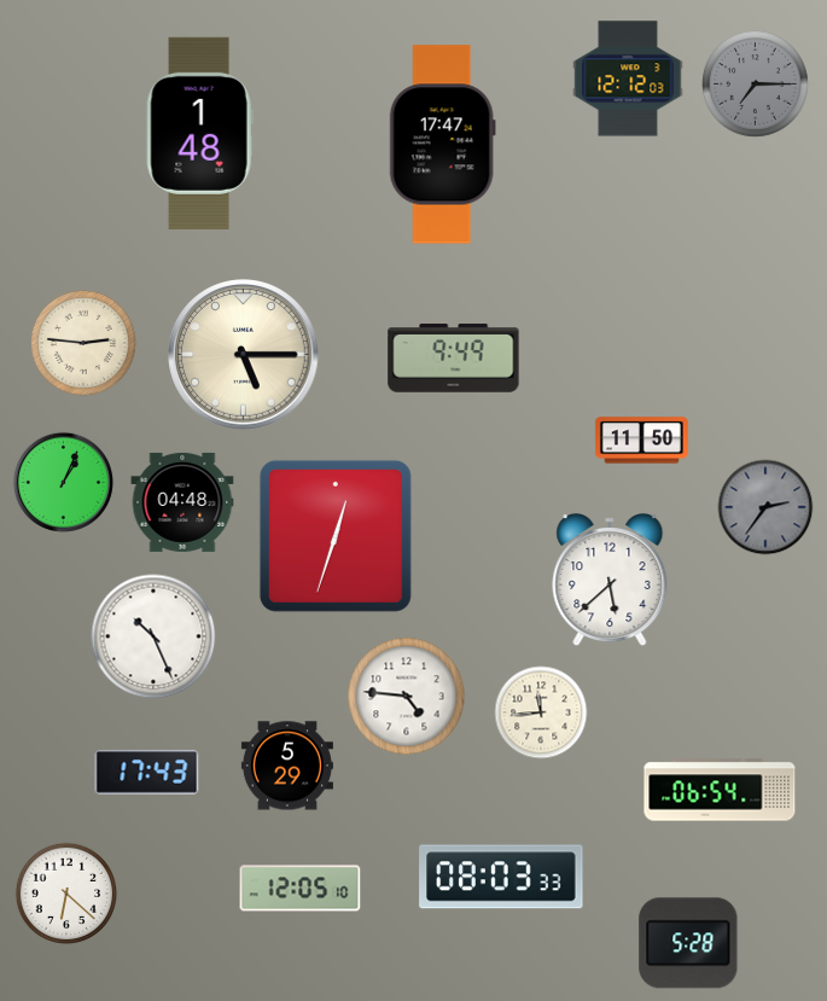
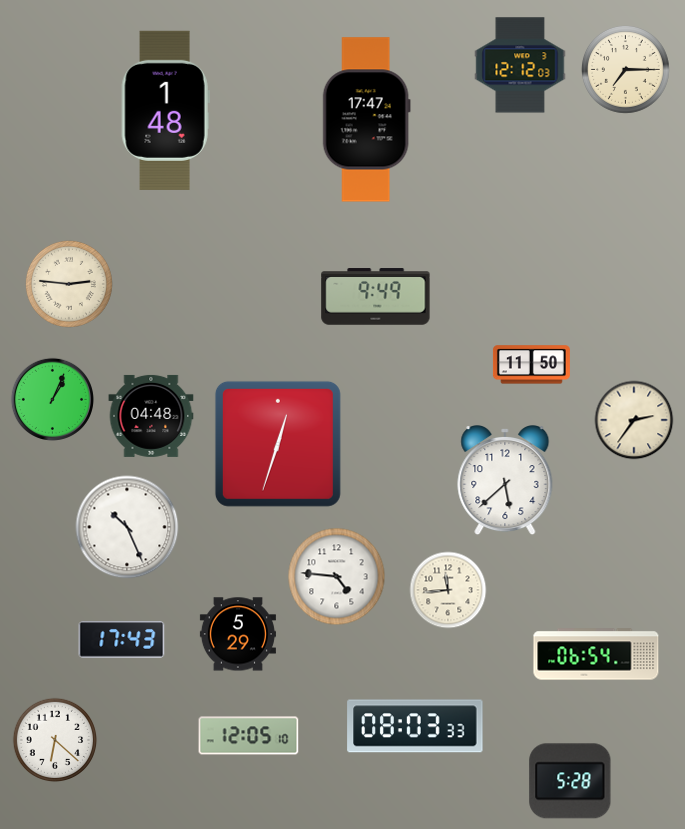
clock at (755, 83) dial: grey -> cream
clock at (244, 355): 5:15 -> none
clock at (765, 507) dial: grey -> cream
